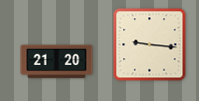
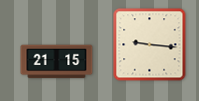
clock at (57, 62): 21:20 -> 21:15
